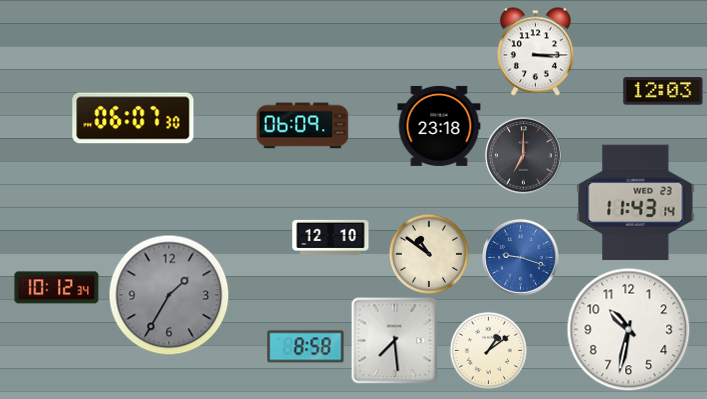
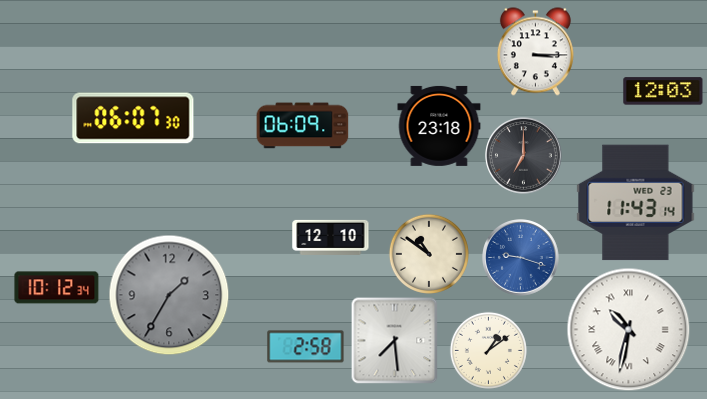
clock at (629, 330) numerals: Arabic -> Roman
clock at (306, 347): 8:58 -> 2:58
